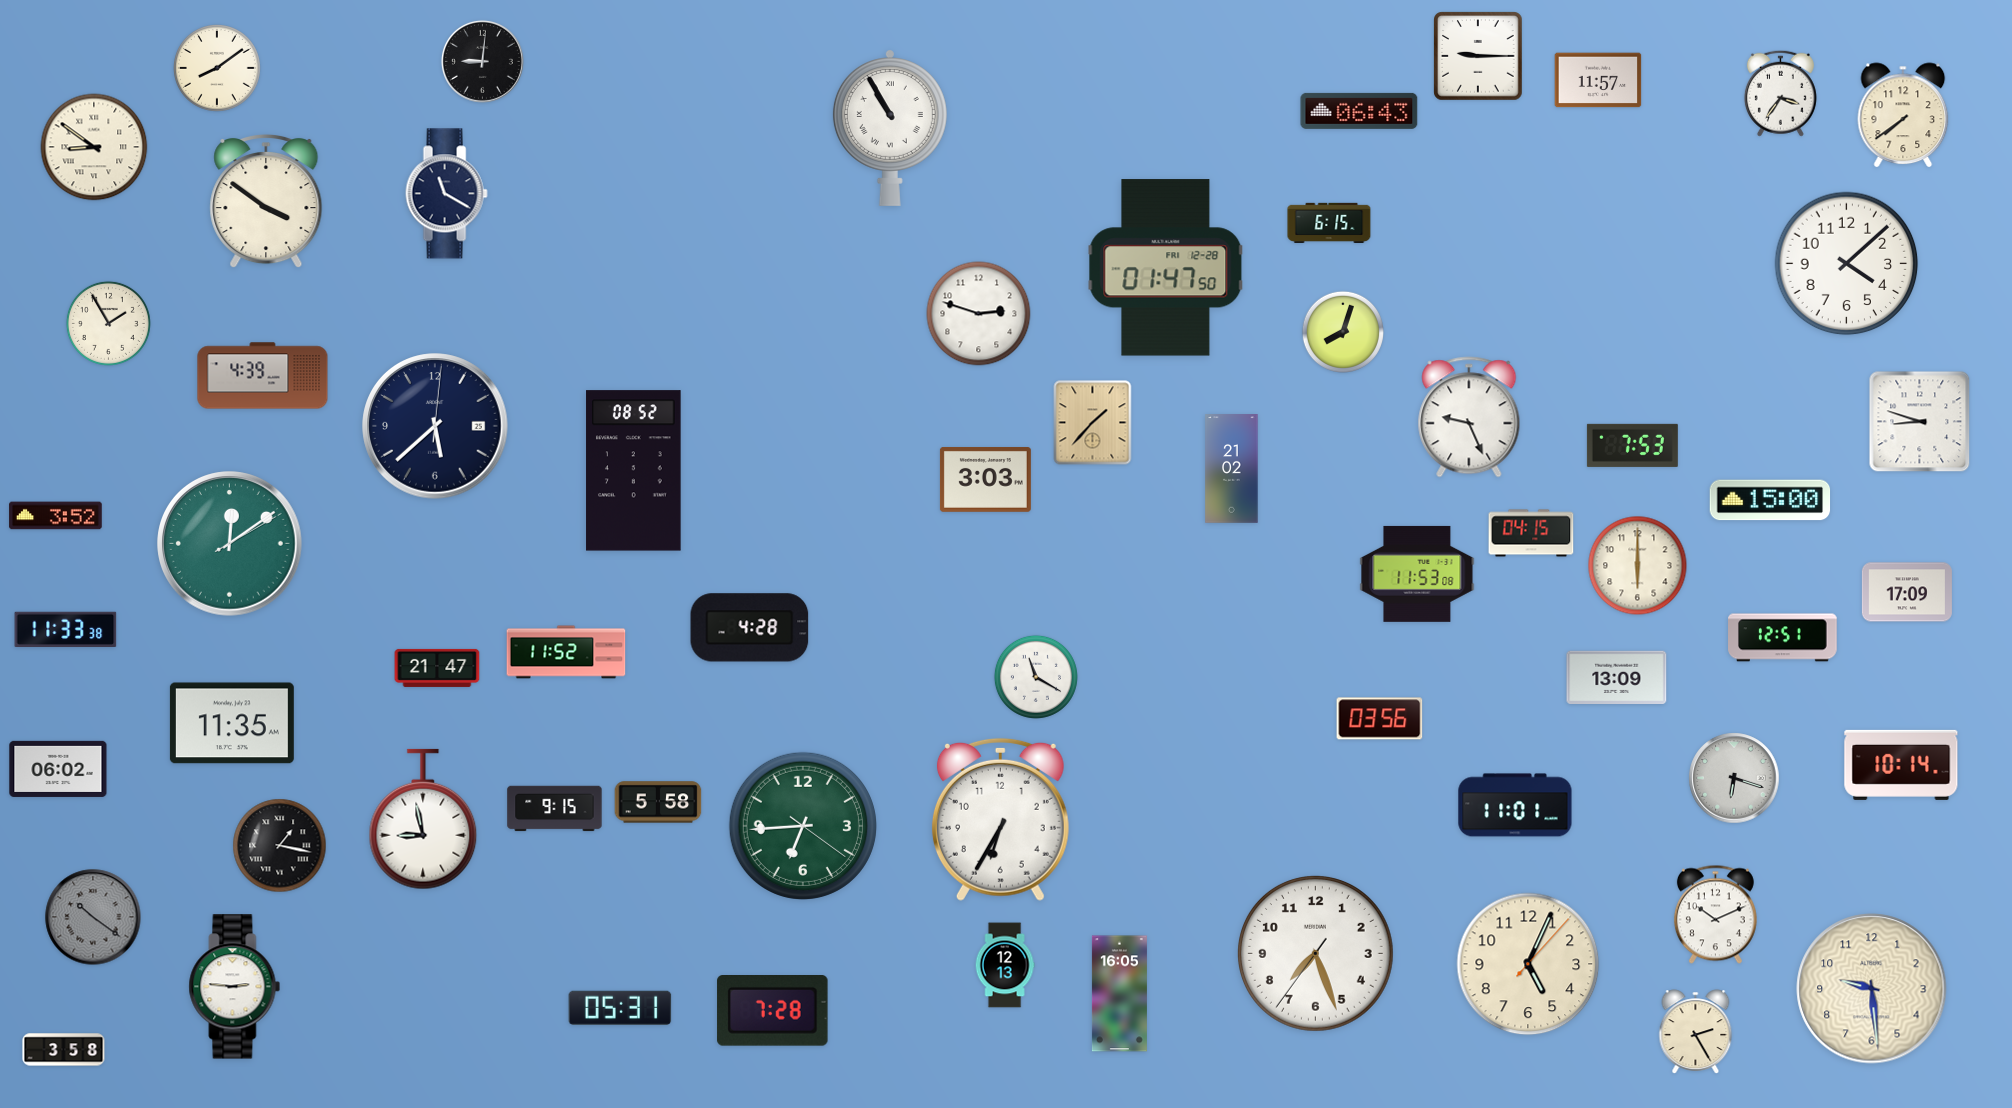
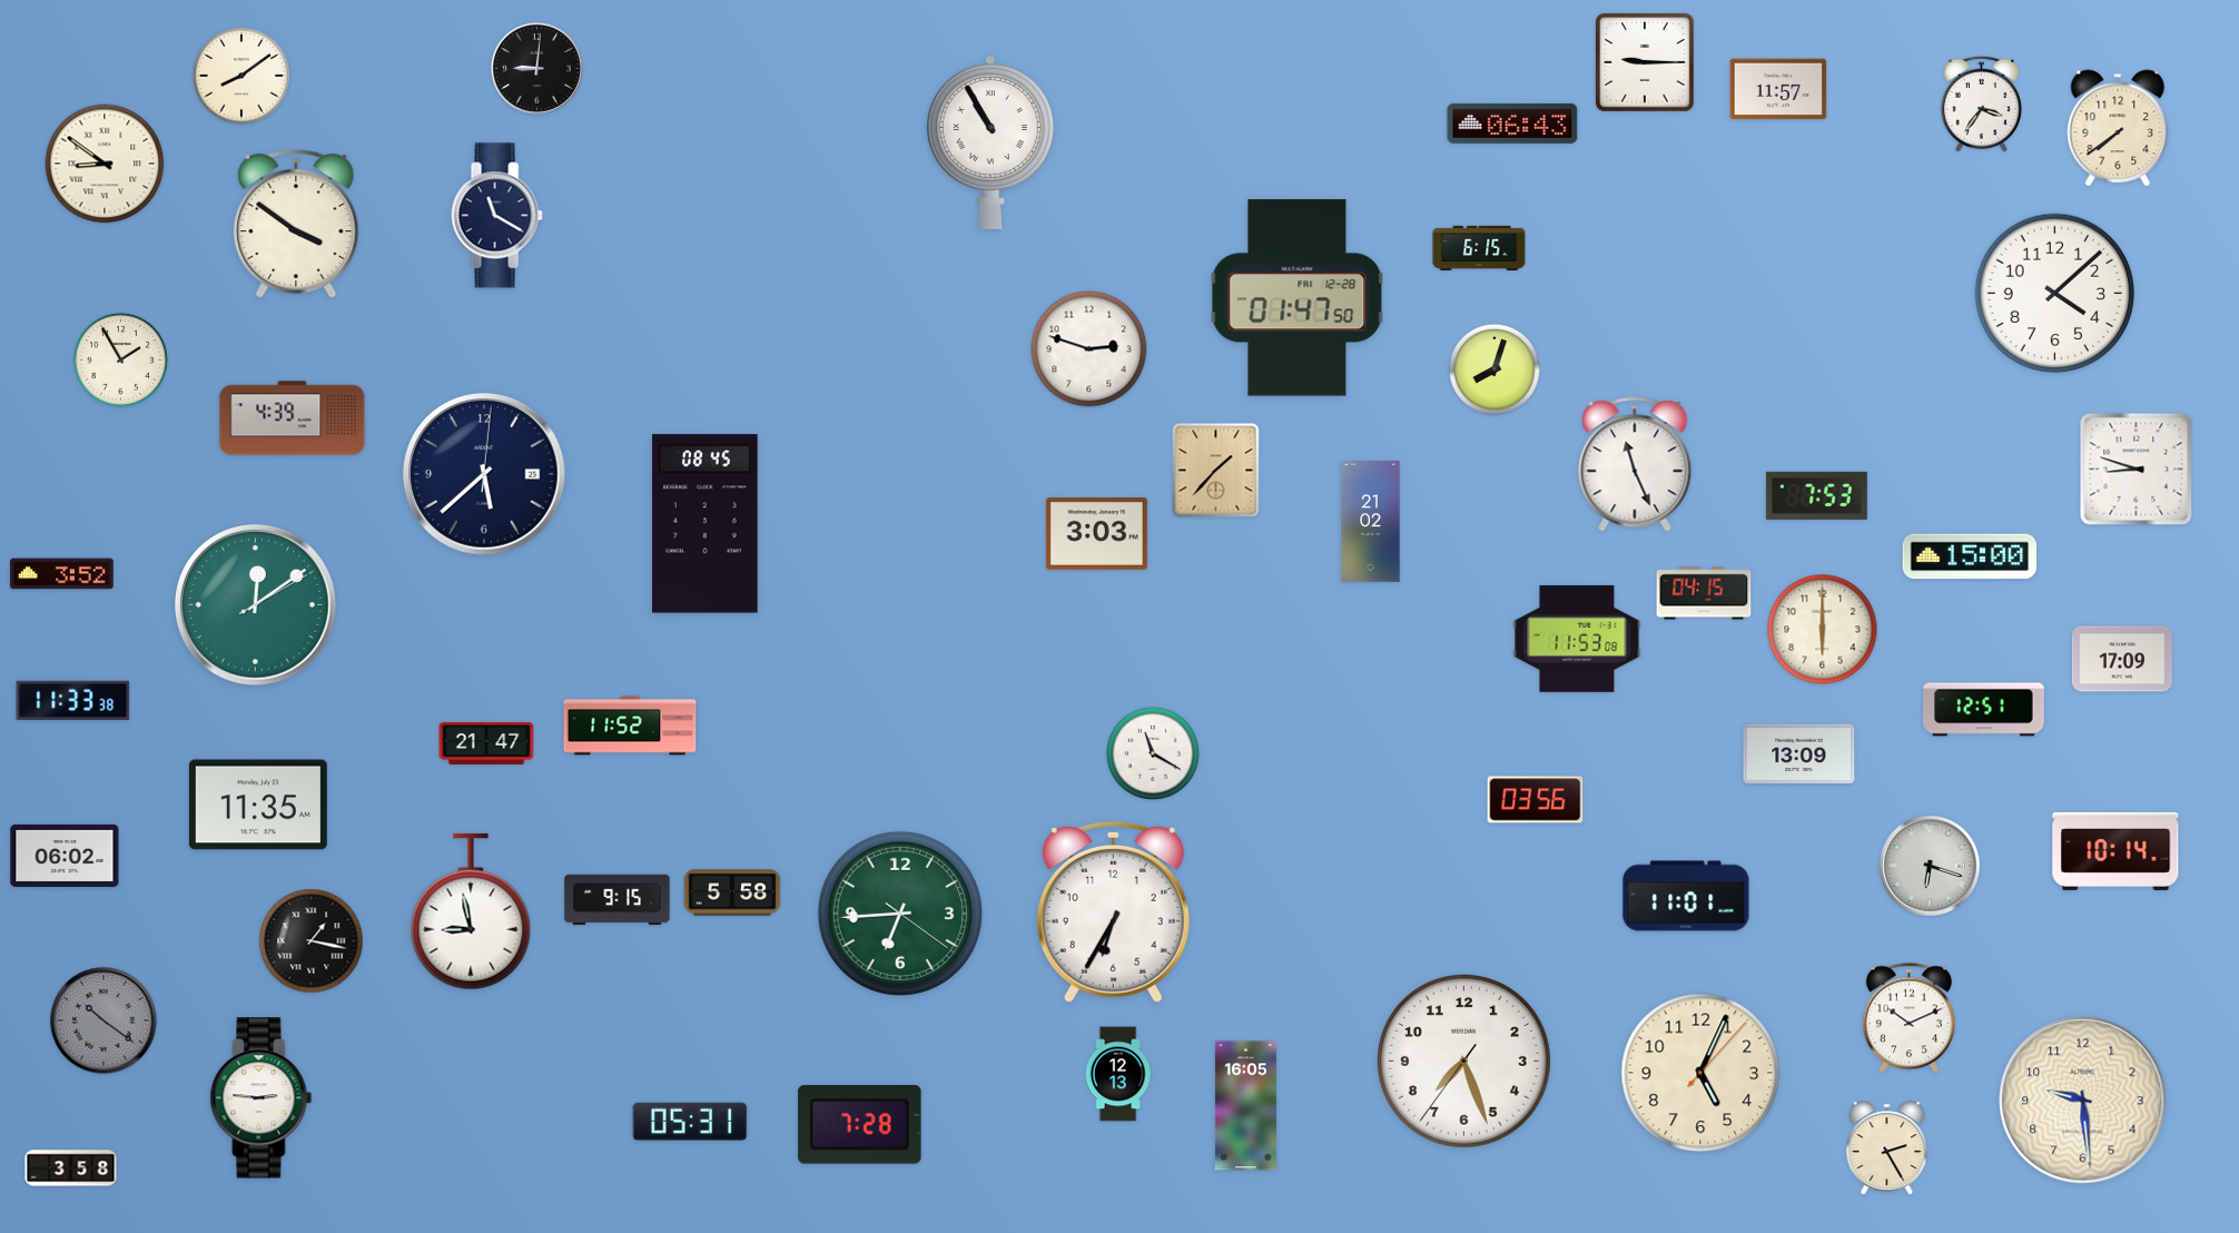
clock at (1469, 417): 9:26 -> 11:26
clock at (634, 471): 08:52 -> 08:45
clock at (750, 628): 4:28 -> none
clock at (803, 826) position: (803, 826) -> (900, 914)
